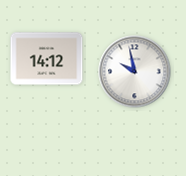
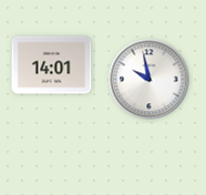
clock at (47, 59): 14:12 -> 14:01
